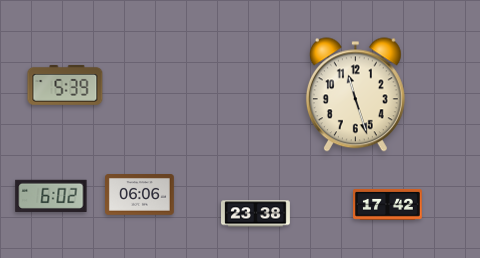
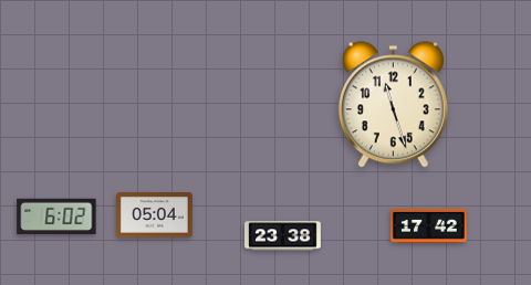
clock at (65, 85): 5:39 -> none
clock at (140, 195): 06:06 -> 05:04
